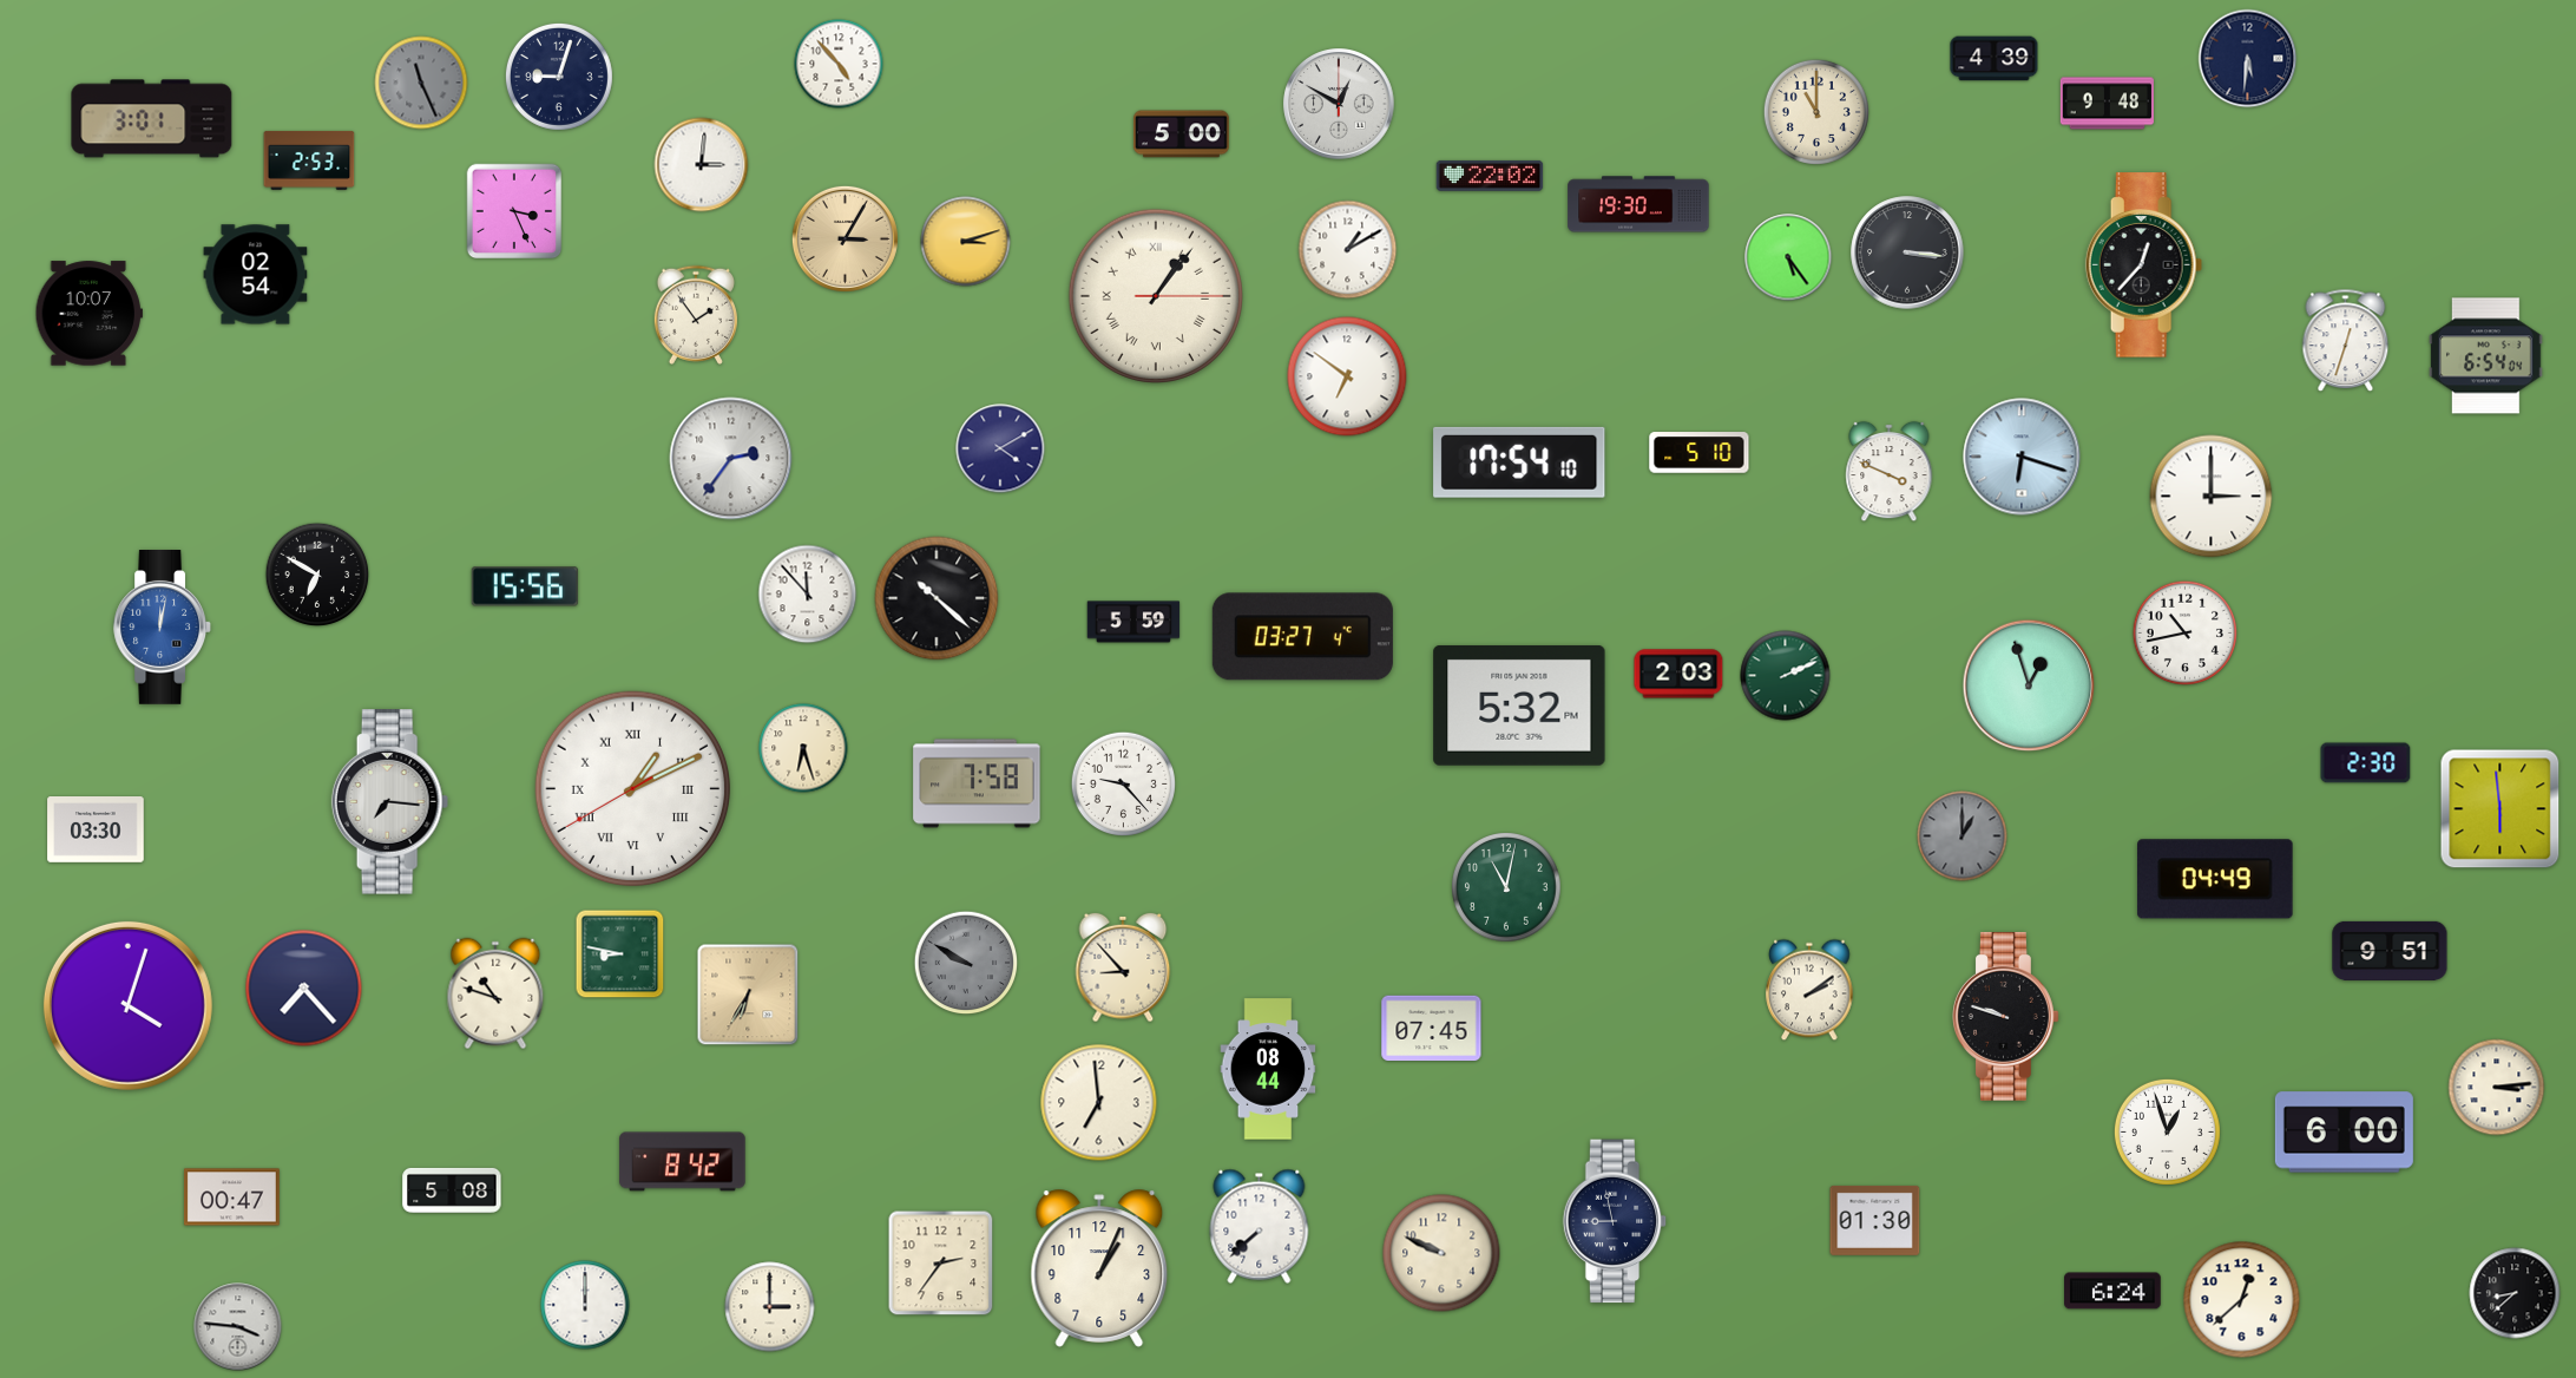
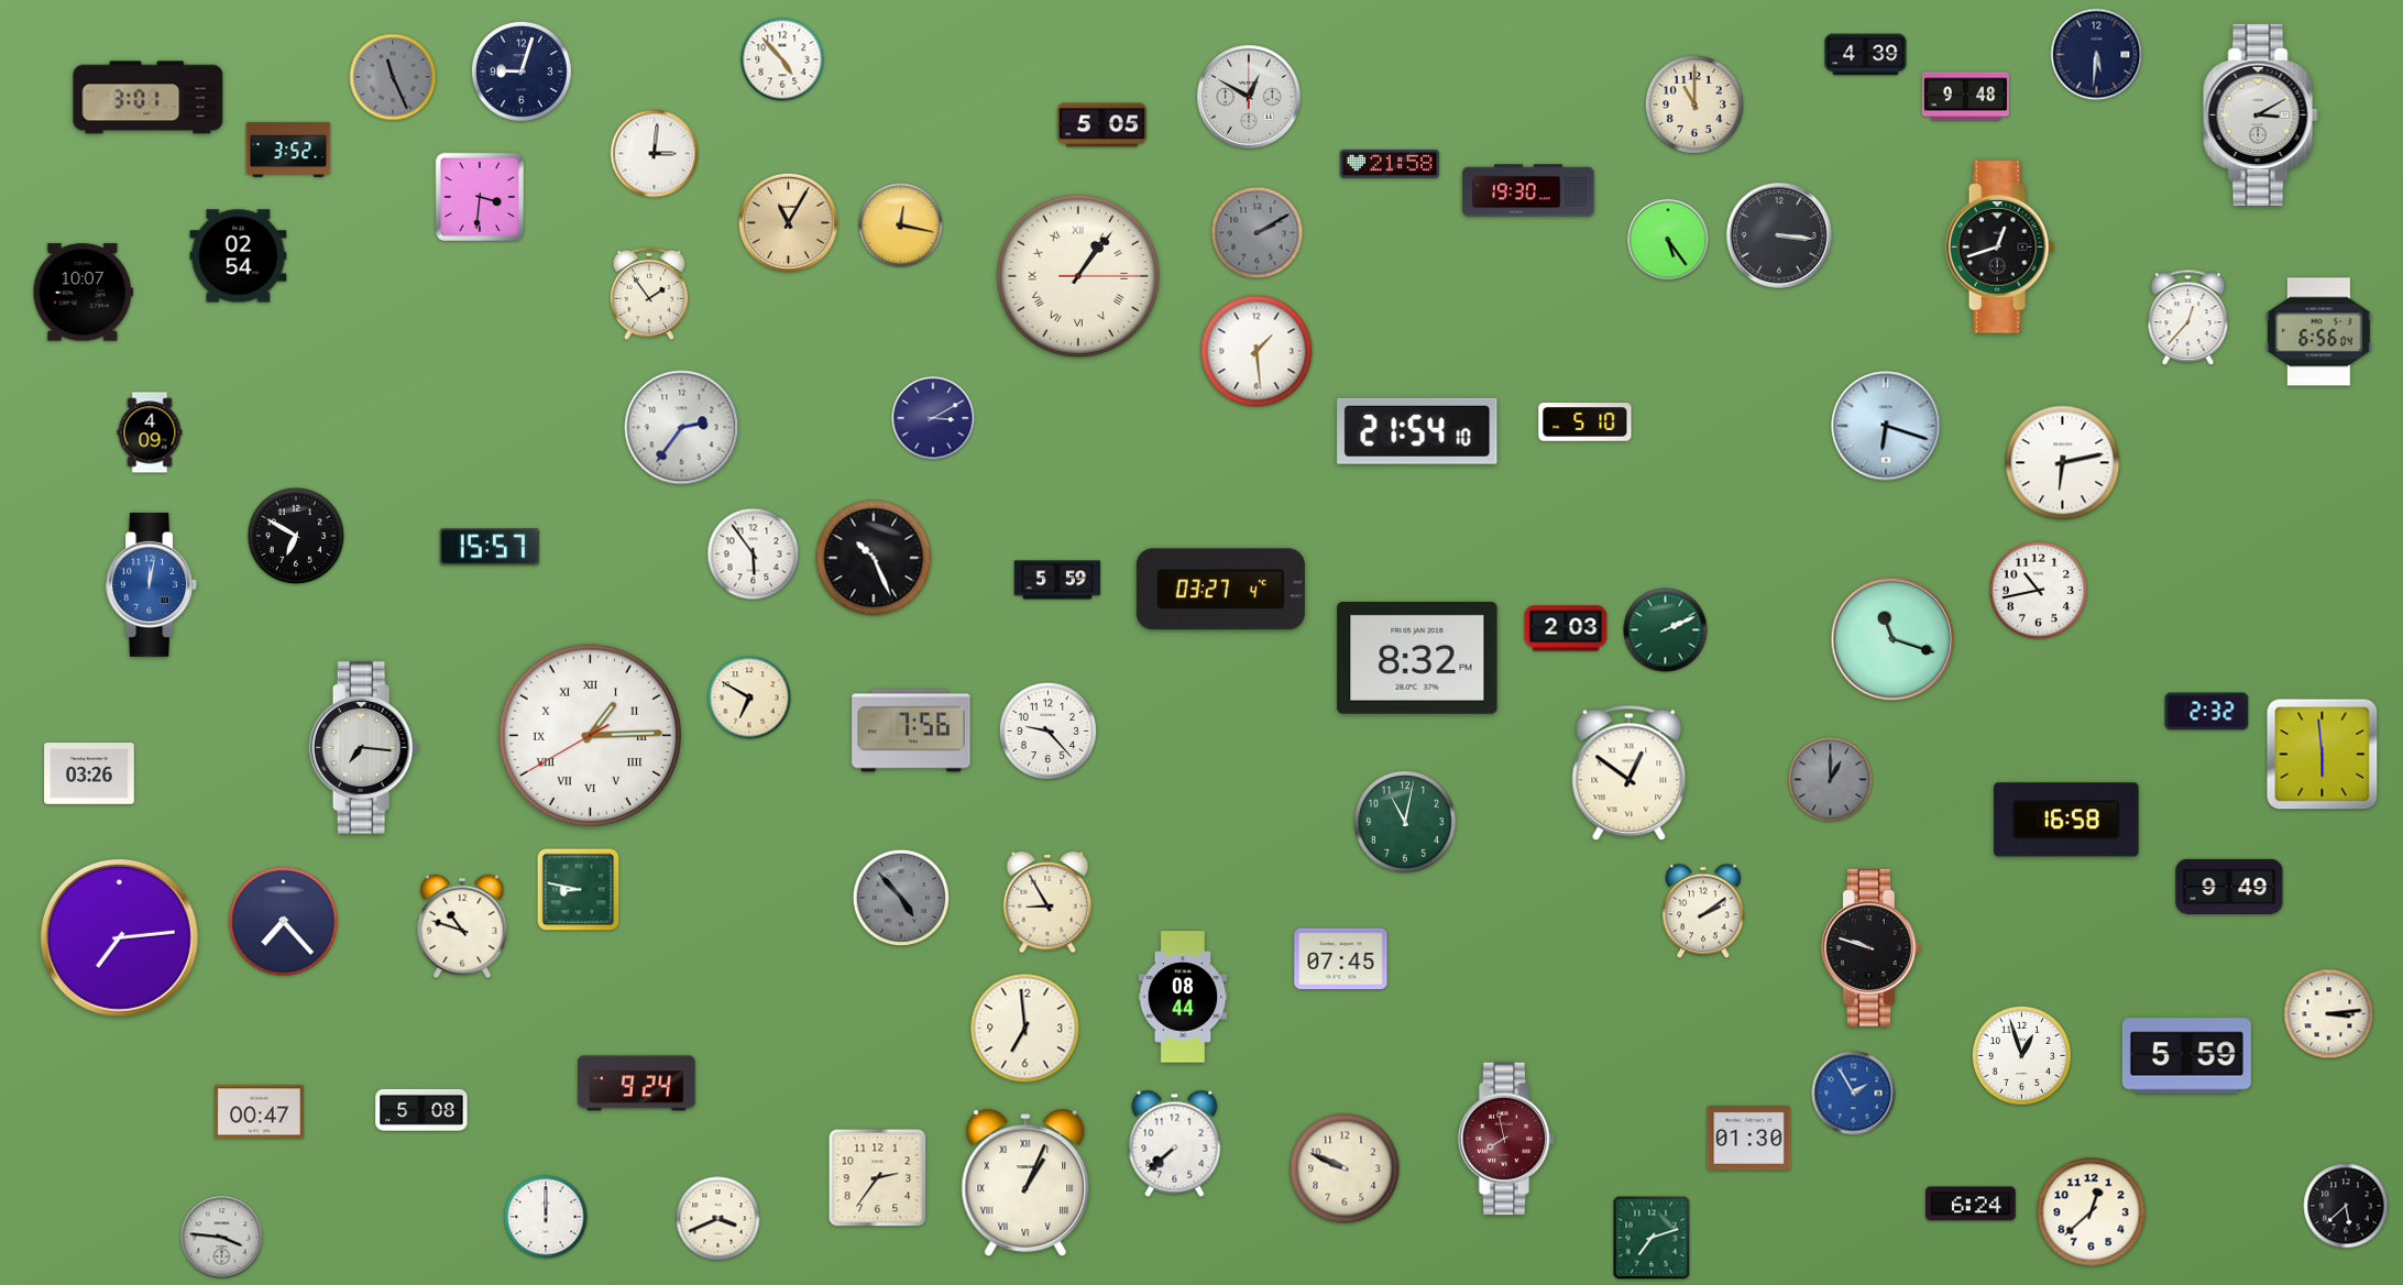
clock at (1995, 59) position: (1995, 59) -> (1866, 55)
clock at (152, 119) position: (152, 119) -> (149, 98)
clock at (2260, 114): none -> 3:10
clock at (1181, 134): 5:00 -> 5:05
clock at (309, 160): 2:53 -> 3:52
clock at (1490, 176): 22:02 -> 21:58
clock at (514, 211): 3:26 -> 3:31
clock at (845, 238): 3:05 -> 11:05
clock at (966, 242): 3:12 -> 12:17
clock at (1348, 250): 1:10 -> 2:10
clock at (1348, 250) dial: white -> grey
clock at (2144, 265): 12:37 -> 12:42
clock at (2346, 341): 12:33 -> 12:37
clock at (2486, 356): 6:54 -> 6:56
clock at (1347, 376): 6:51 -> 1:29
clock at (1000, 448): 4:10 -> 3:10
clock at (1519, 462): 17:54 -> 21:54
clock at (150, 432): none -> 4:09
clock at (1890, 472): 3:49 -> none
clock at (2212, 497): 3:00 -> 6:13
clock at (525, 586): 15:56 -> 15:57
clock at (808, 595): 11:53 -> 5:54
clock at (937, 598): 10:22 -> 10:26
clock at (1302, 637) position: (1302, 637) -> (1220, 590)
clock at (2029, 685): 12:57 -> 11:18
clock at (1519, 706): 5:32 -> 8:32
clock at (803, 748): 6:27 -> 6:50
clock at (2366, 763): 2:30 -> 2:32
clock at (977, 783): 7:58 -> 7:56
clock at (633, 789): 1:10 -> 1:14
clock at (2501, 809) position: (2501, 809) -> (2323, 755)
clock at (96, 829): 03:30 -> 03:26
clock at (1630, 773): none -> 12:51
clock at (2215, 879): 04:49 -> 16:58
clock at (1506, 887) position: (1506, 887) -> (1405, 822)
clock at (2390, 951): 9:51 -> 9:49
clock at (966, 963): 9:50 -> 4:53
clock at (1123, 967): 8:53 -> 8:55
clock at (1809, 990) position: (1809, 990) -> (1703, 911)
clock at (748, 995): 6:35 -> none
clock at (127, 1005): 4:03 -> 7:14
clock at (1432, 1029) position: (1432, 1029) -> (1341, 959)
clock at (2344, 1133): 6:00 -> 5:59
clock at (683, 1162): 8:42 -> 9:24
clock at (1854, 1094): none -> 1:55
clock at (232, 1197) position: (232, 1197) -> (260, 1112)
clock at (1615, 1221): 8:58 -> 7:58
clock at (1615, 1221) dial: navy -> burgundy
clock at (1099, 1268) numerals: Arabic -> Roman
clock at (2515, 1293): 8:38 -> 5:38
clock at (770, 1307): 3:00 -> 3:41
clock at (1652, 1238): none -> 7:12
